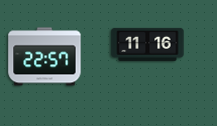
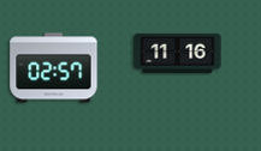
clock at (45, 57): 22:57 -> 02:57
